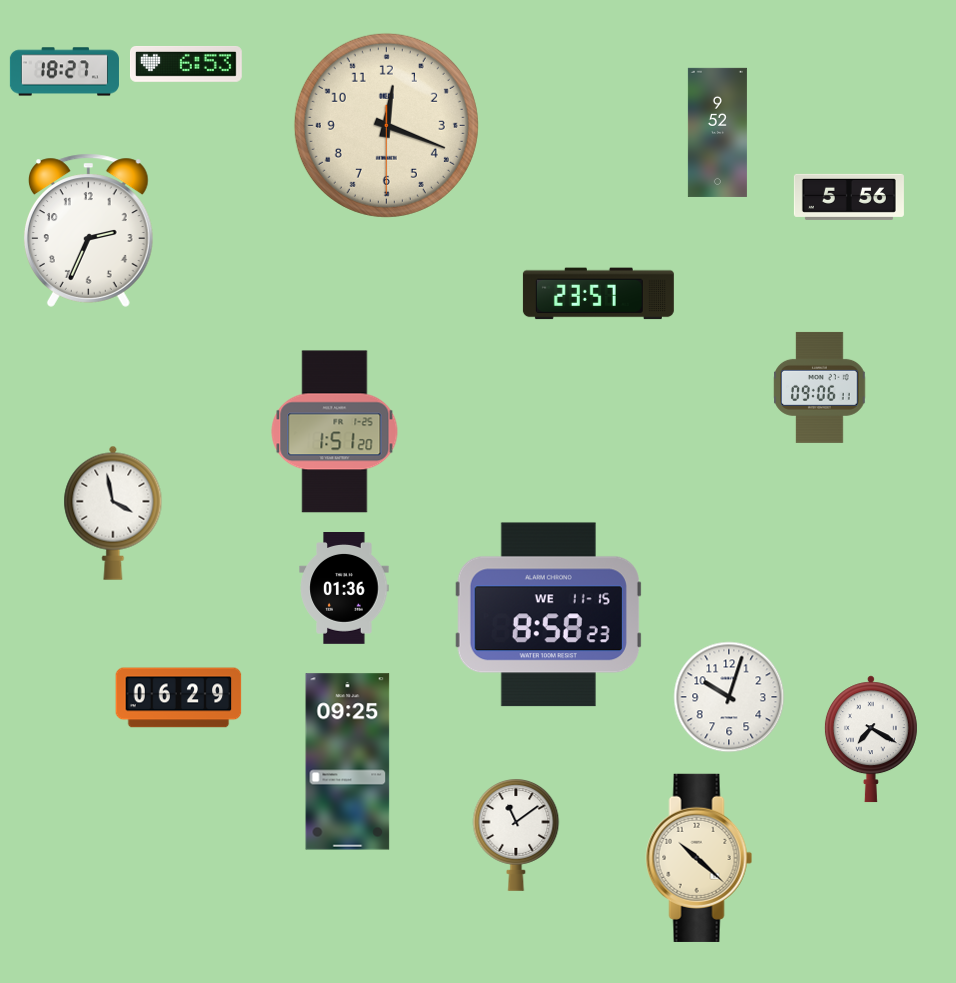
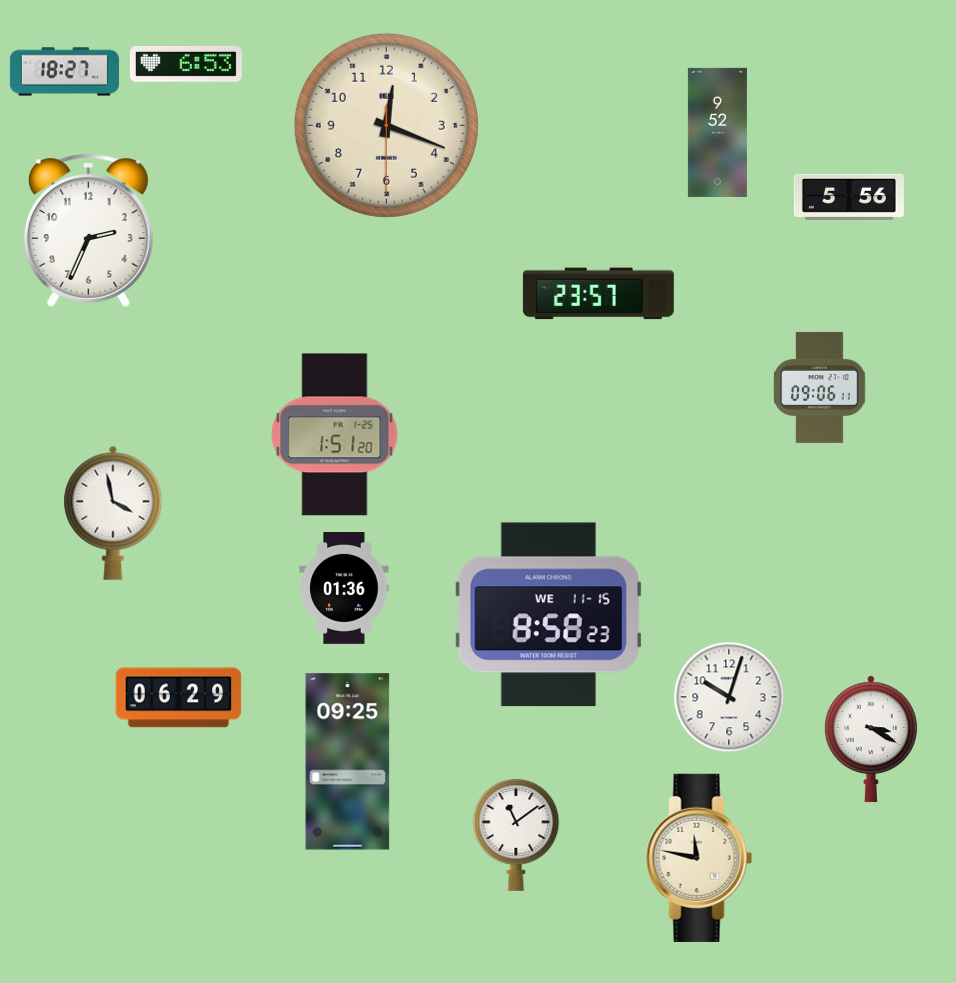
clock at (335, 432) position: (335, 432) -> (335, 435)
clock at (871, 739): 7:20 -> 3:20
clock at (699, 858): 10:22 -> 11:47
